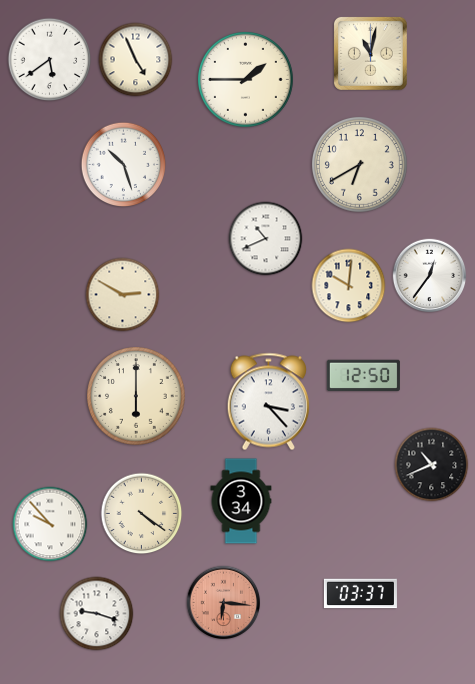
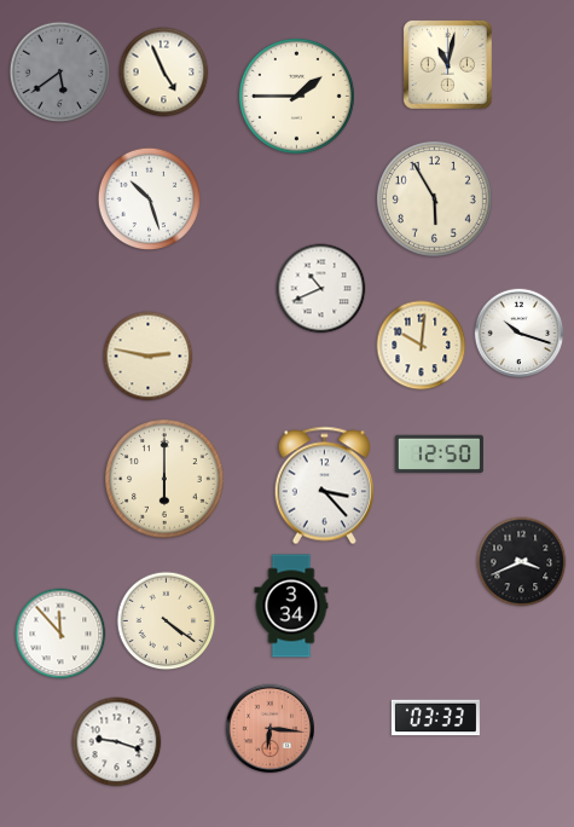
clock at (50, 60) dial: white -> grey
clock at (359, 164): 6:40 -> 5:55
clock at (430, 276): 12:36 -> 10:18
clock at (123, 295): 2:50 -> 2:47
clock at (432, 465): 10:41 -> 3:41
clock at (142, 514) position: (142, 514) -> (167, 621)
clock at (50, 524): 9:53 -> 11:53
clock at (360, 594): 03:37 -> 03:33
